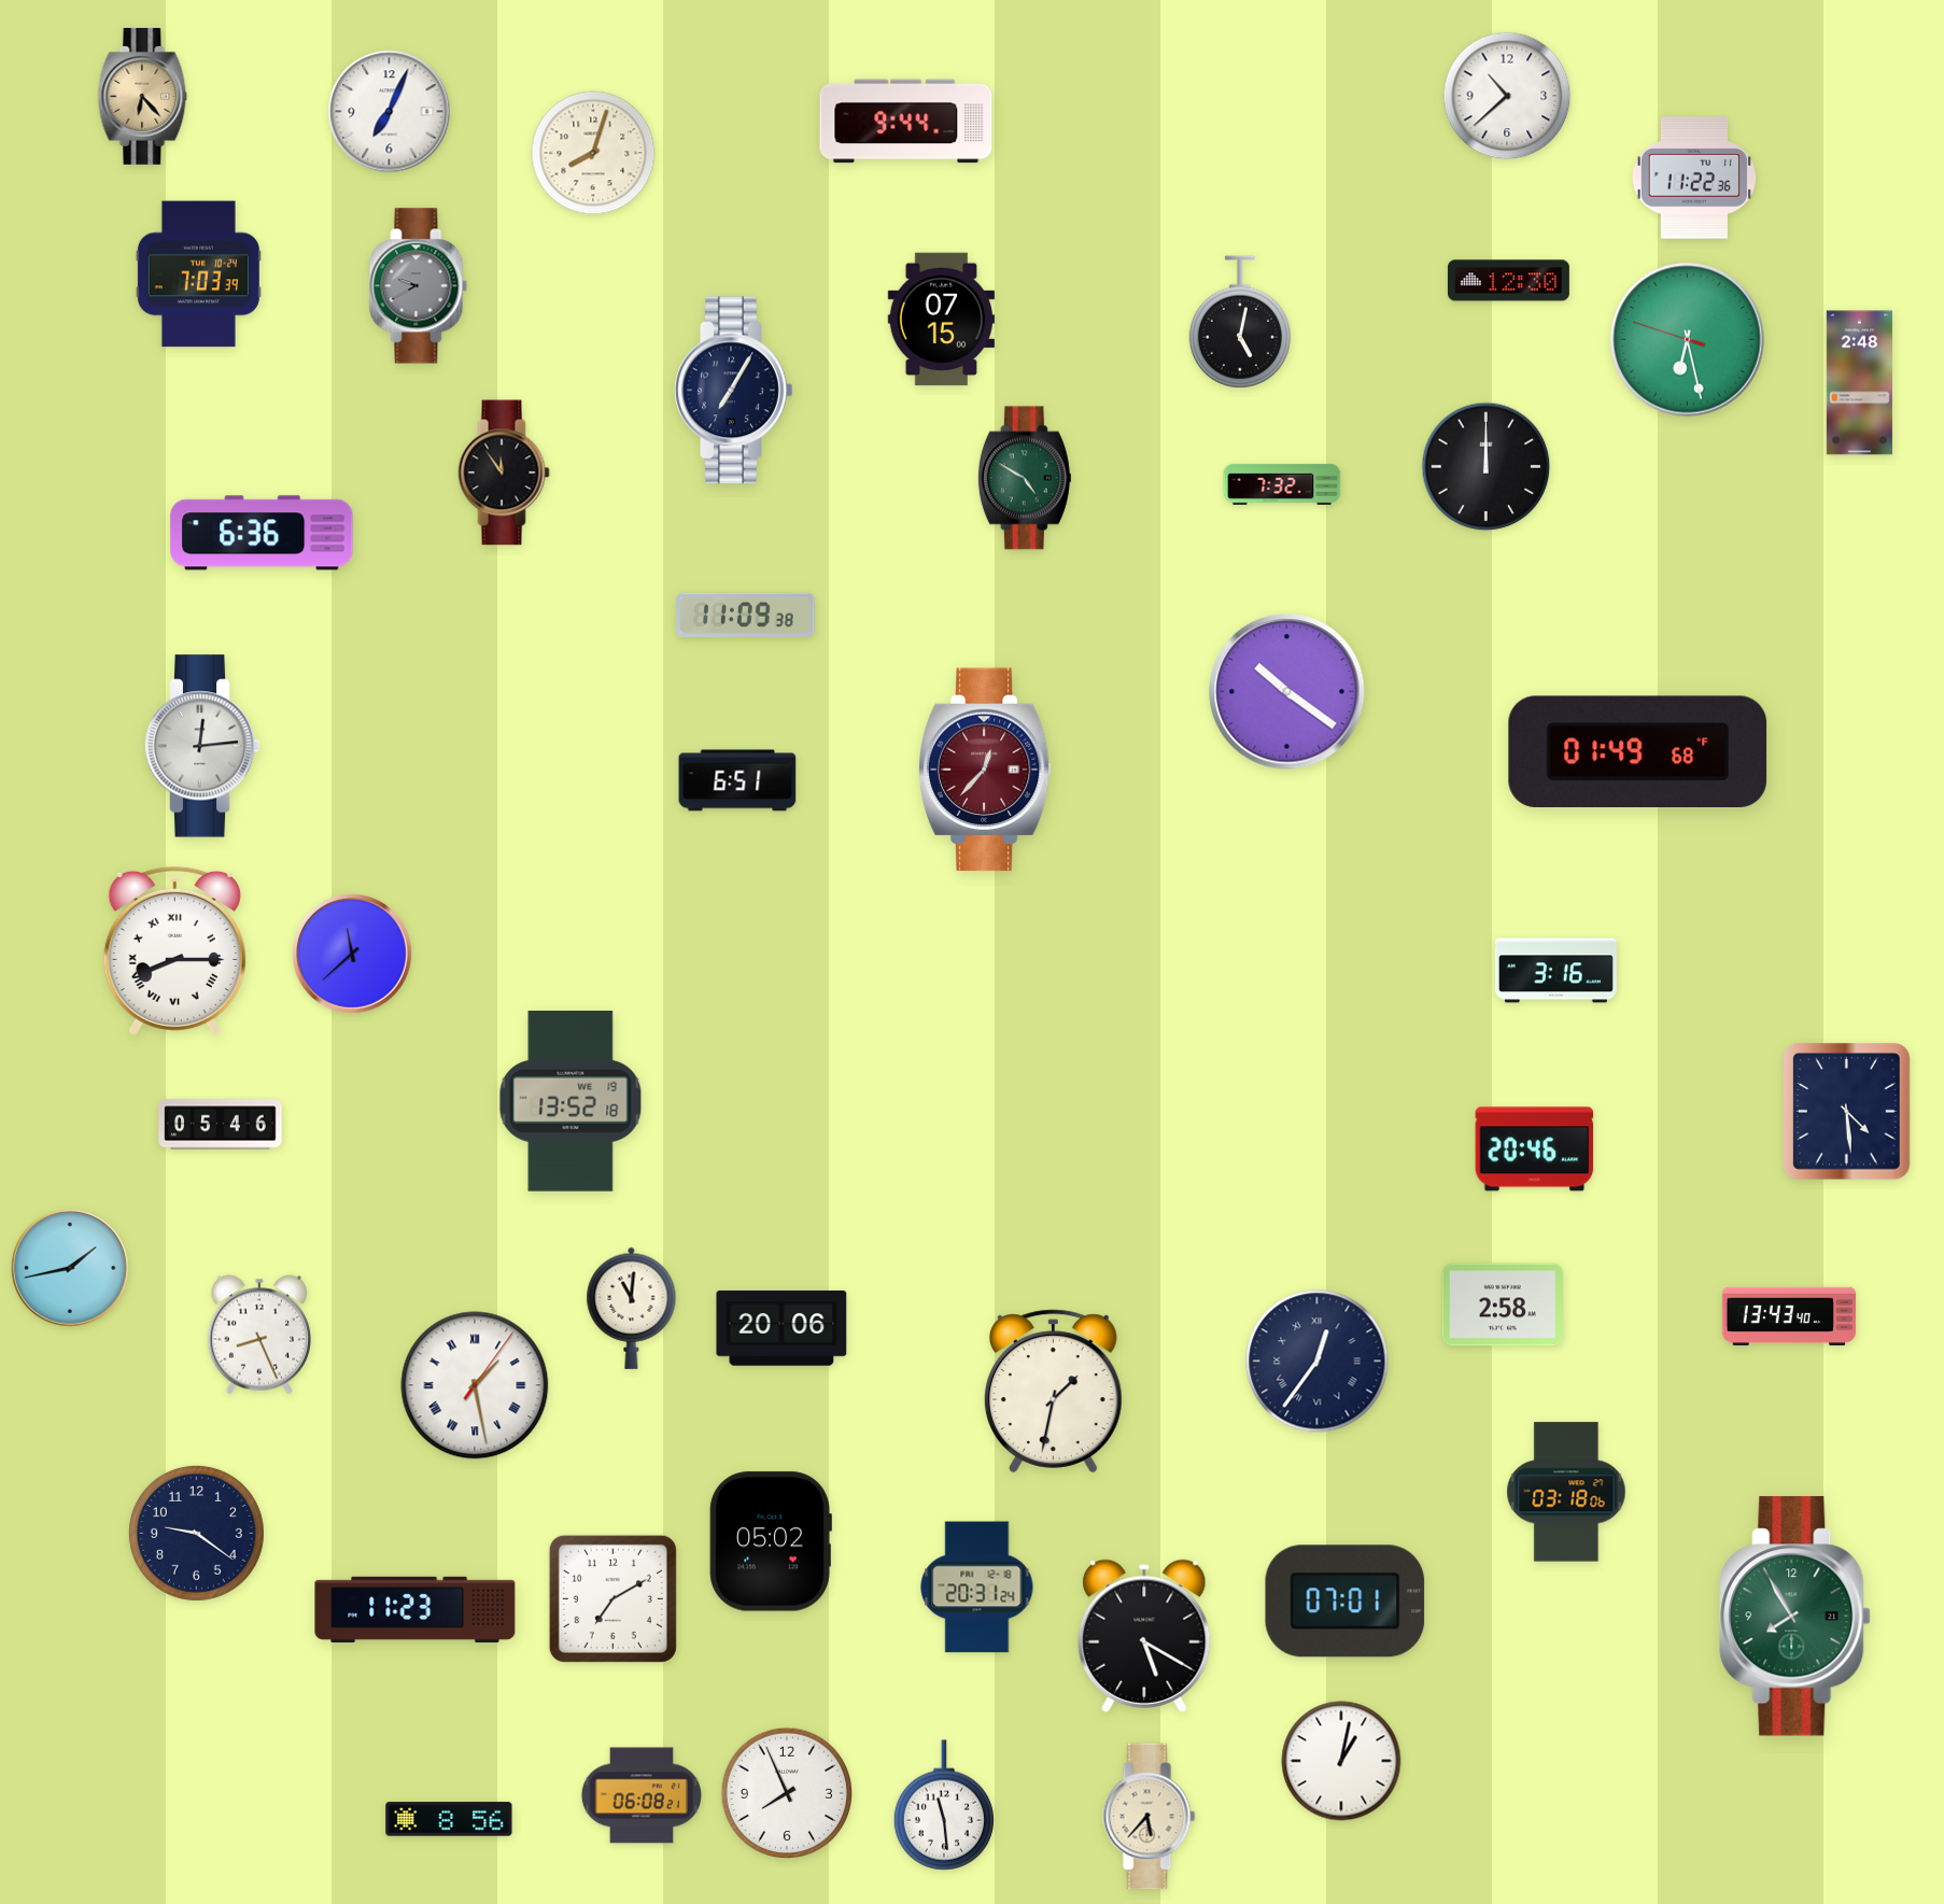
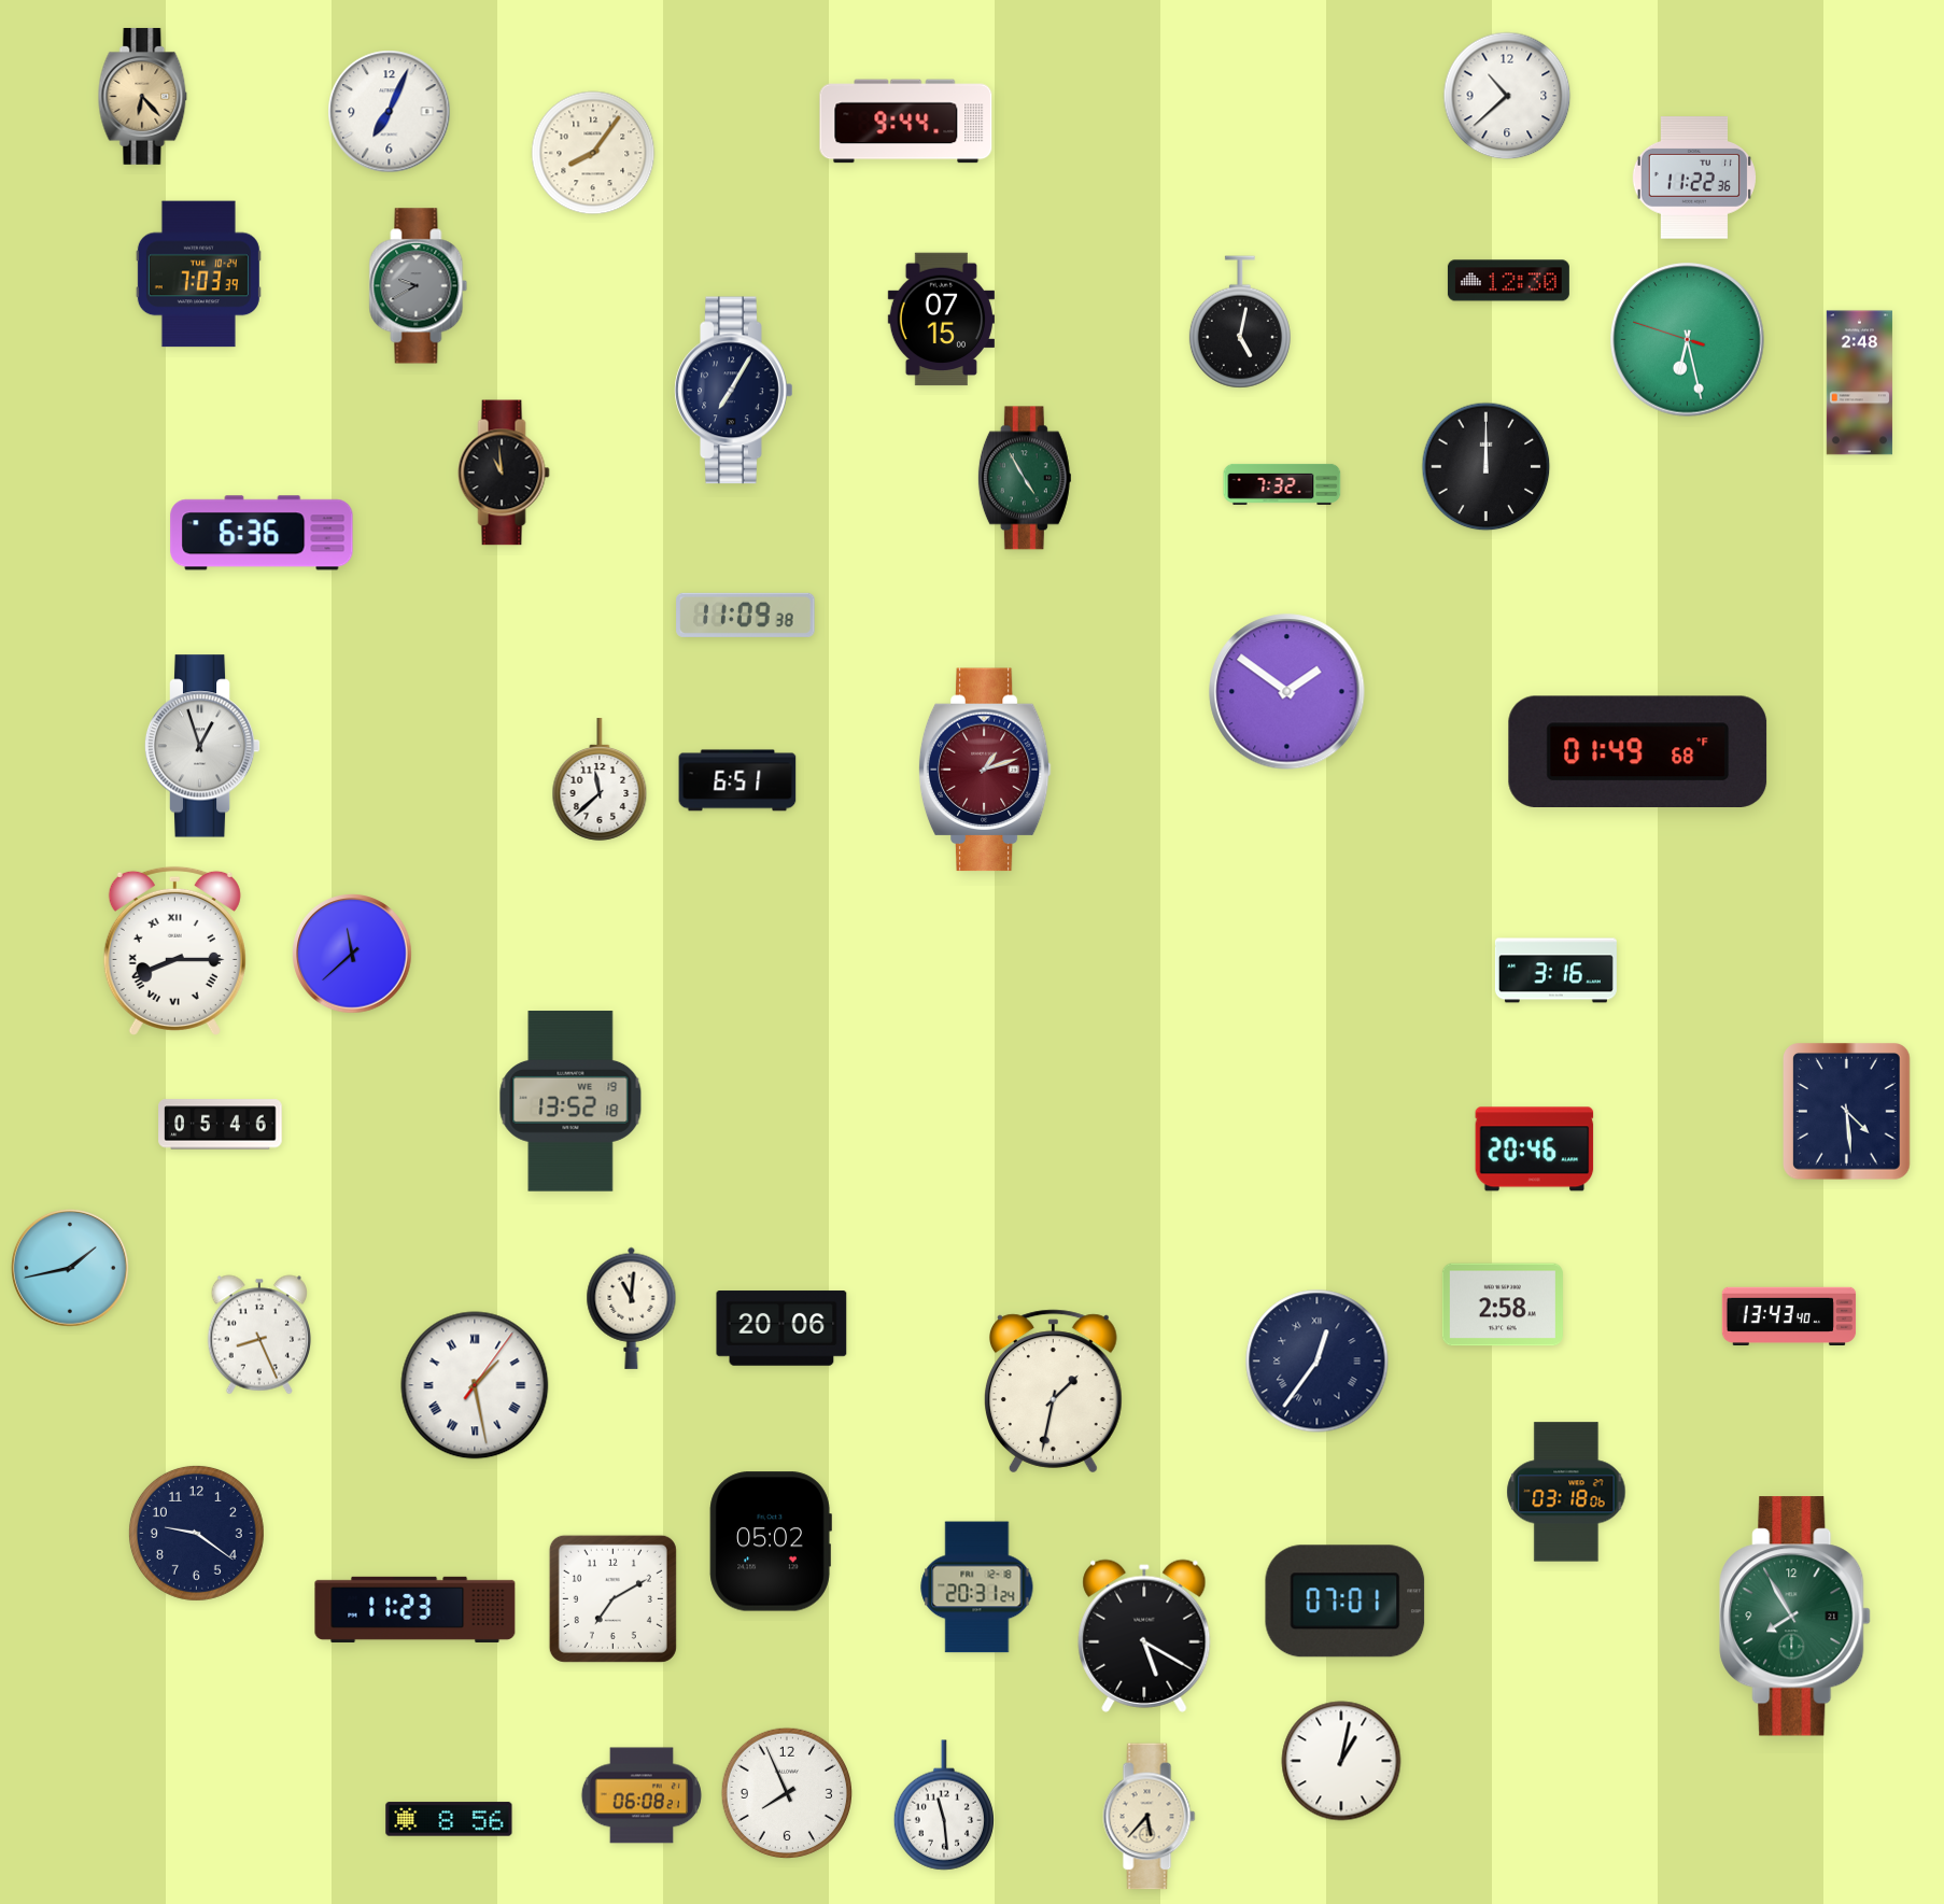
clock at (593, 153): 8:03 -> 8:06
clock at (504, 473): 11:54 -> 10:59
clock at (1025, 478): 4:50 -> 4:55
clock at (1287, 692): 10:21 -> 1:51
clock at (202, 746): 12:14 -> 12:57
clock at (985, 770): 12:37 -> 1:12
clock at (600, 780): none -> 11:38
